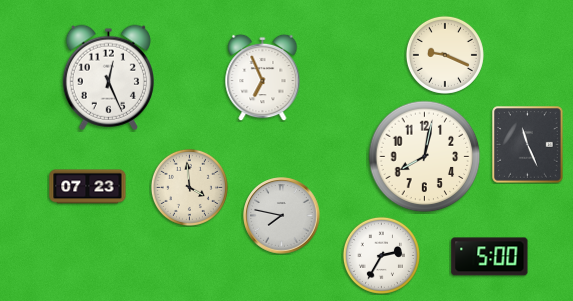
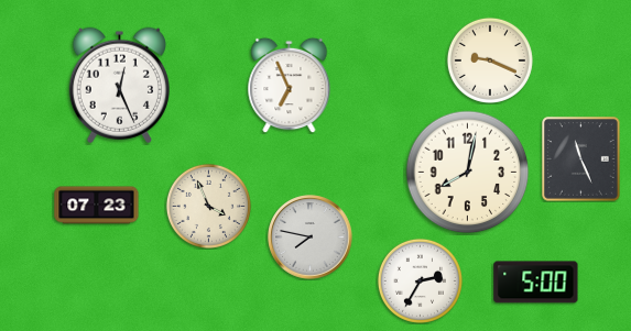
clock at (189, 187): 3:59 -> 3:56
clock at (490, 257) position: (490, 257) -> (536, 283)
